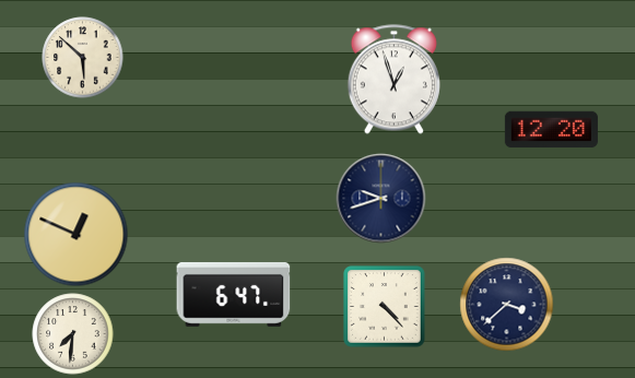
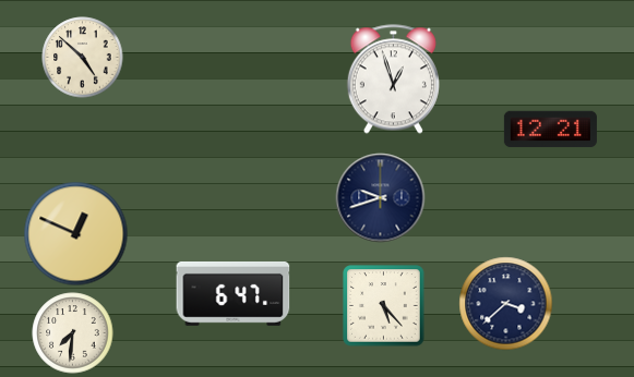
clock at (83, 58): 5:52 -> 4:52
clock at (551, 130): 12:20 -> 12:21
clock at (385, 307): 4:23 -> 5:23
